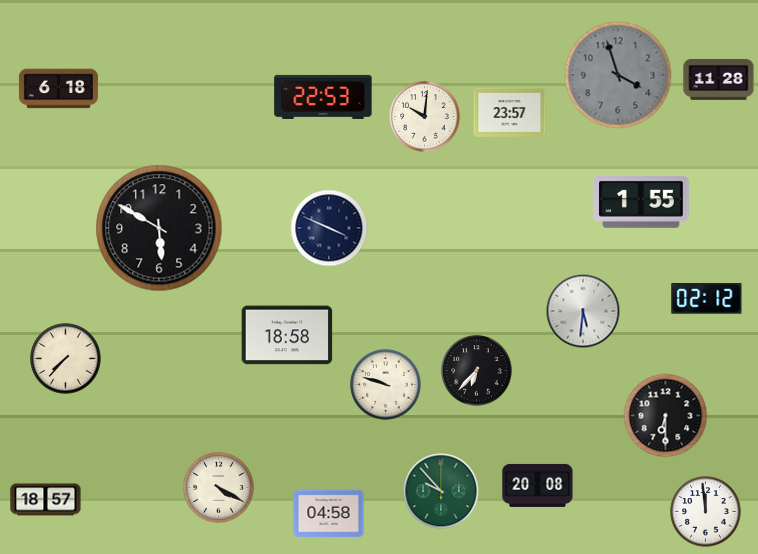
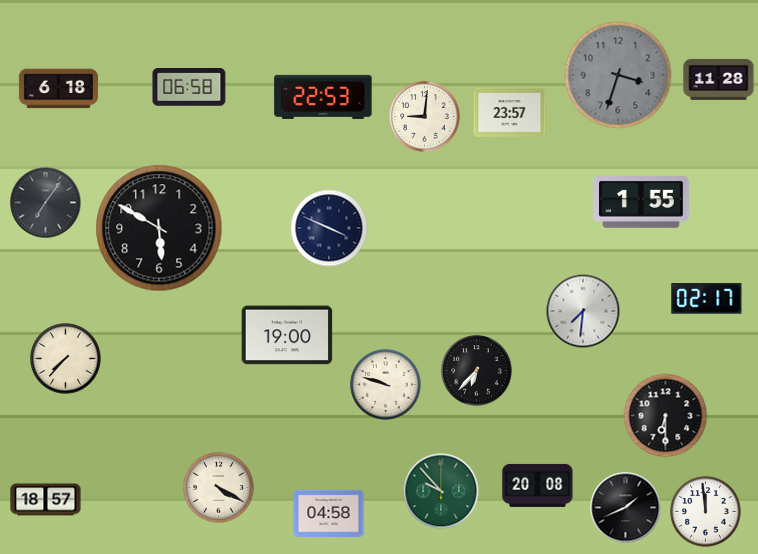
clock at (618, 75): 3:57 -> 3:33
clock at (189, 88): none -> 06:58
clock at (425, 117): 10:01 -> 9:01
clock at (46, 203): none -> 7:06
clock at (707, 299): 02:12 -> 02:17
clock at (583, 311): 5:31 -> 7:31
clock at (287, 335): 18:58 -> 19:00
clock at (626, 508): none -> 1:41
